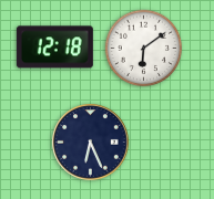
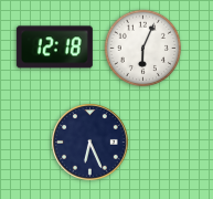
clock at (144, 49): 6:09 -> 6:04
